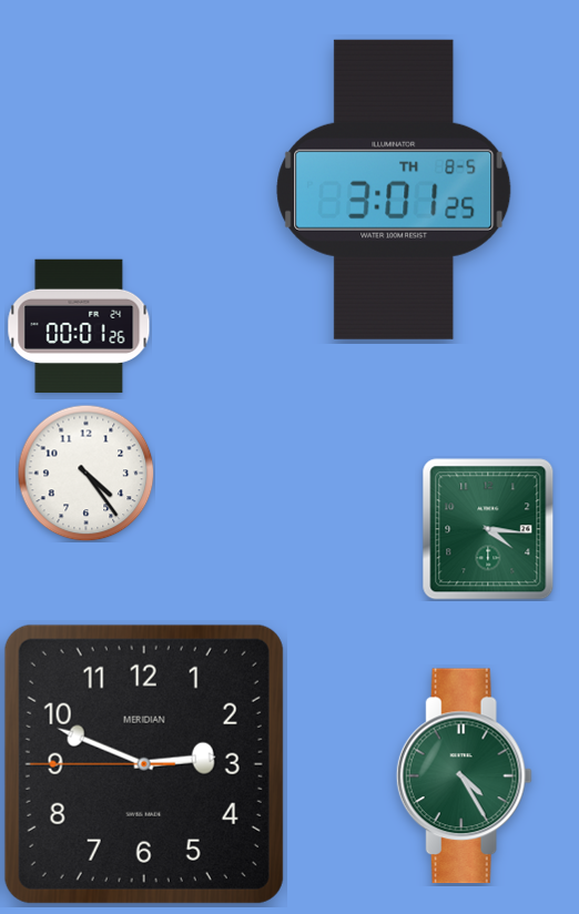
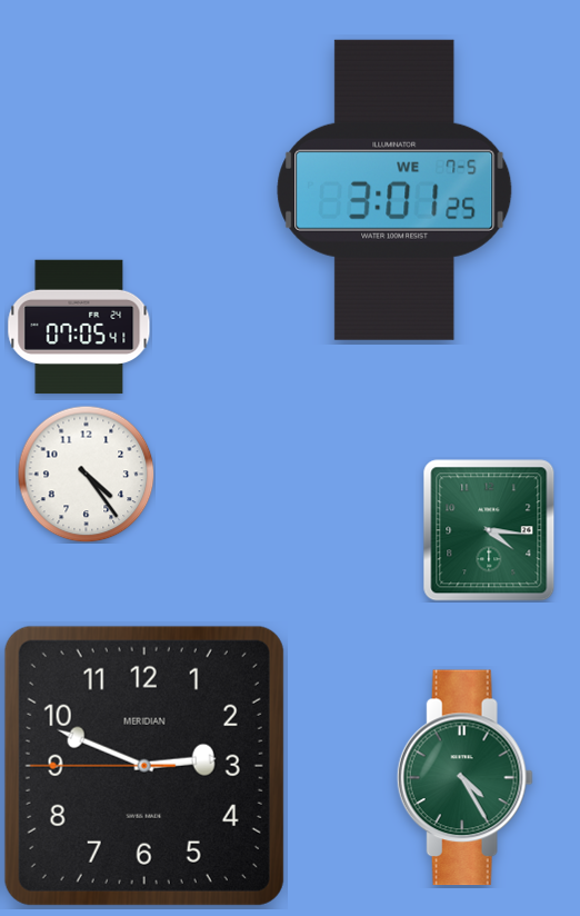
clock at (394, 190) date: TH 8-5 -> WE 7-5
clock at (79, 326): 00:01 -> 07:05
